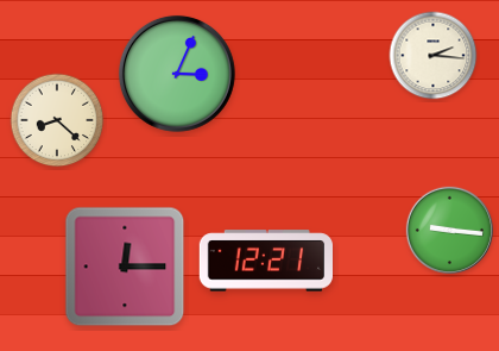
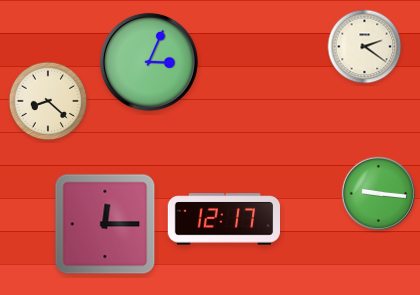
clock at (434, 56): 2:16 -> 2:21
clock at (265, 261): 12:21 -> 12:17
